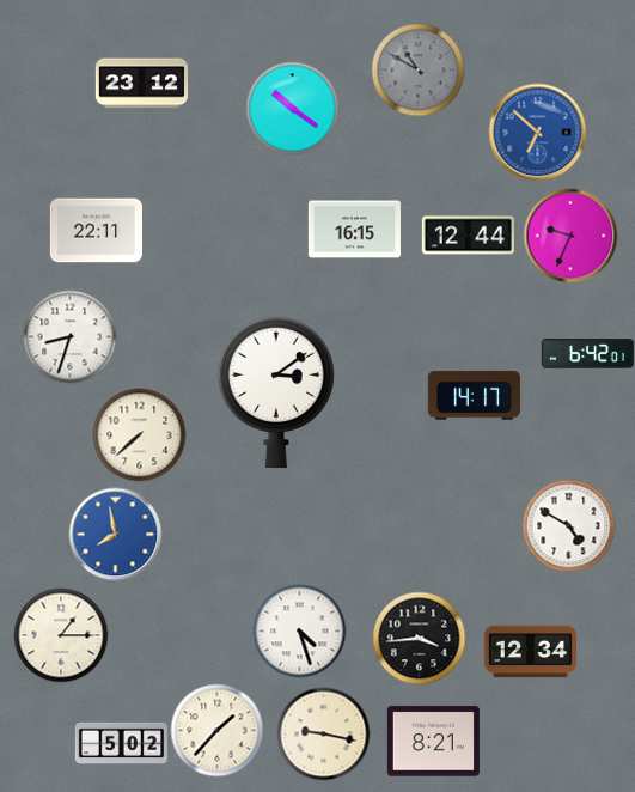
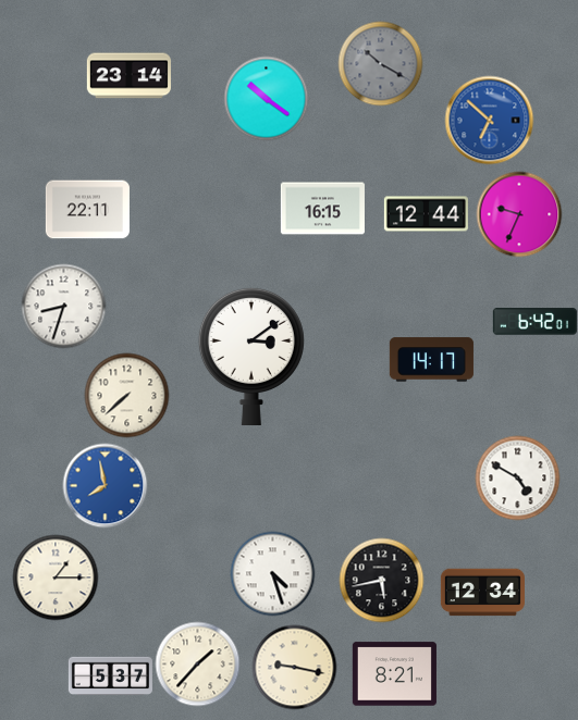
clock at (417, 69): 10:50 -> 10:20
clock at (141, 84): 23:12 -> 23:14
clock at (419, 638): 3:44 -> 5:43
clock at (121, 743): 5:02 -> 5:37
